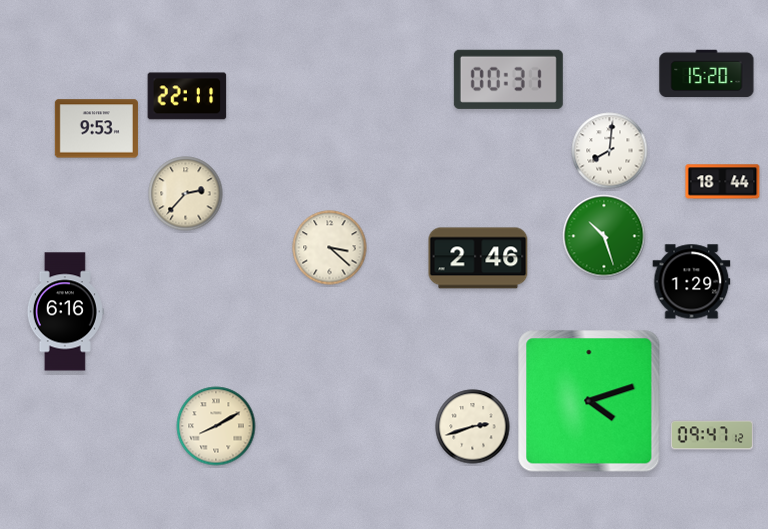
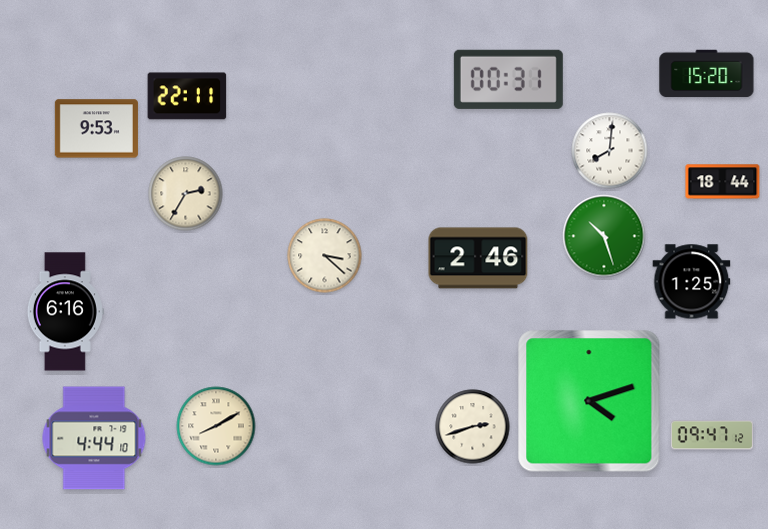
clock at (186, 194): 2:37 -> 2:35
clock at (330, 248) position: (330, 248) -> (325, 256)
clock at (692, 282): 1:29 -> 1:25
clock at (94, 438): none -> 4:44
